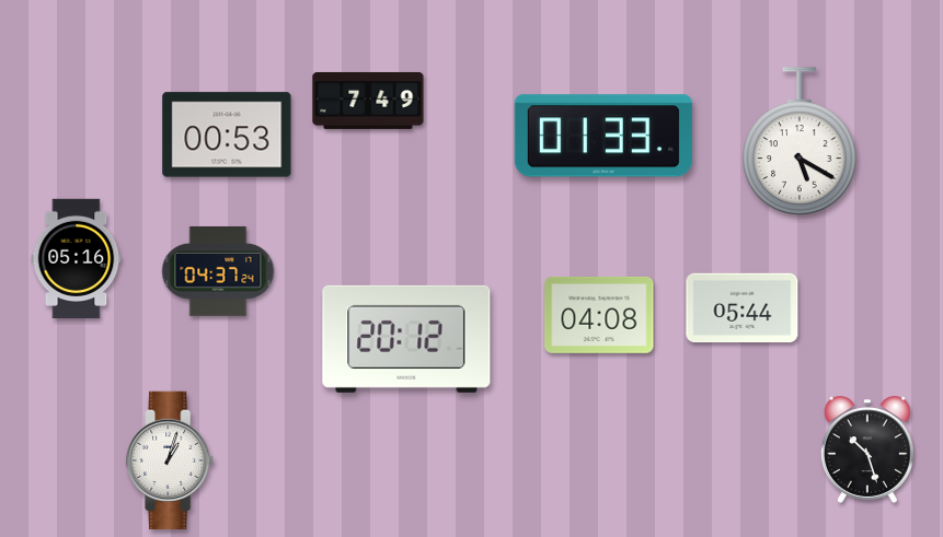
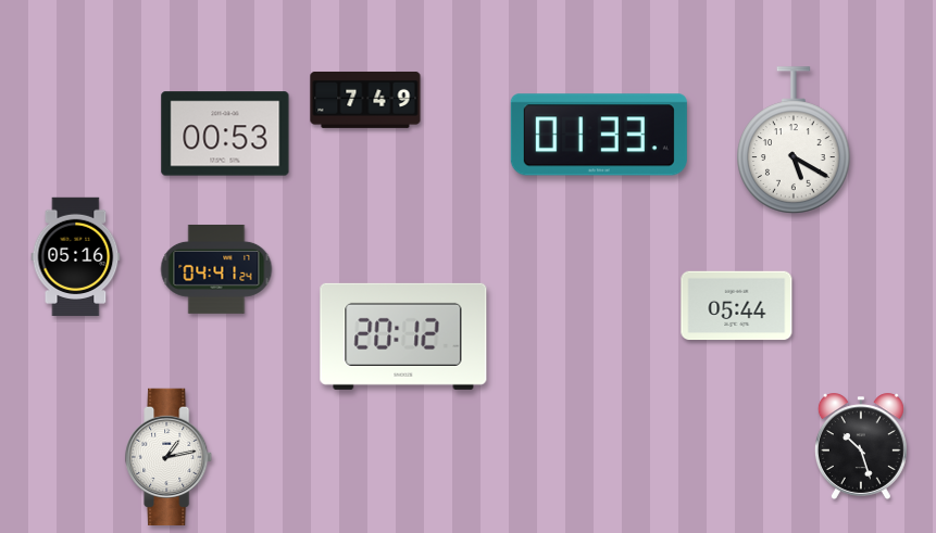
clock at (218, 271): 04:37 -> 04:41
clock at (599, 315): 04:08 -> none
clock at (171, 459): 1:03 -> 1:13
